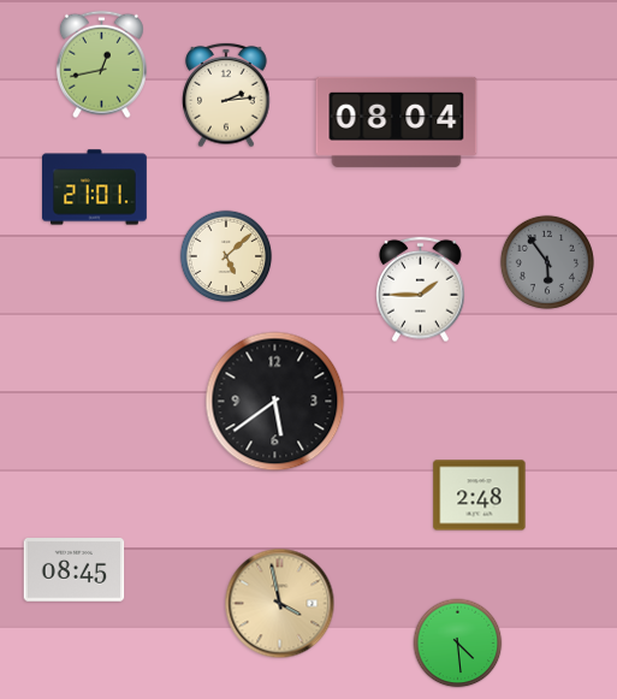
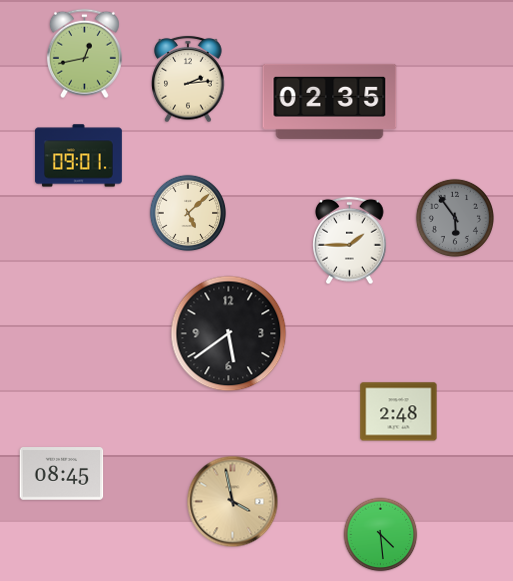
clock at (397, 122): 08:04 -> 02:35
clock at (95, 188): 21:01 -> 09:01
